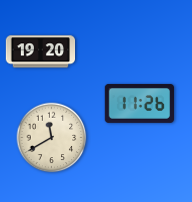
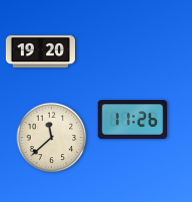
clock at (139, 103) position: (139, 103) -> (132, 119)
clock at (52, 138): 11:40 -> 11:38
